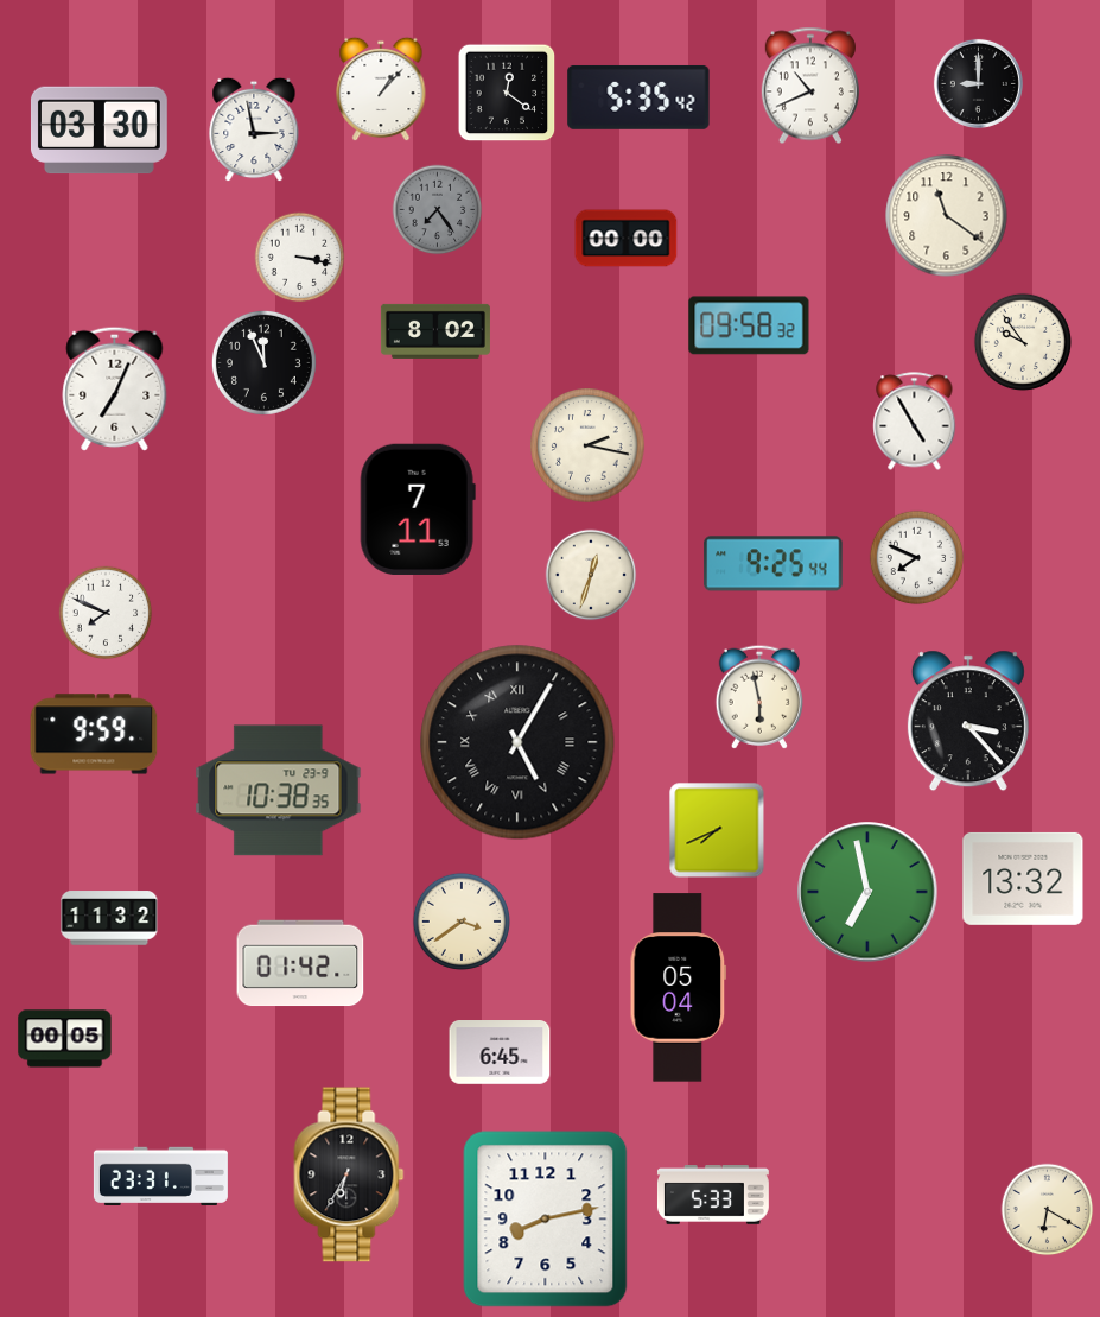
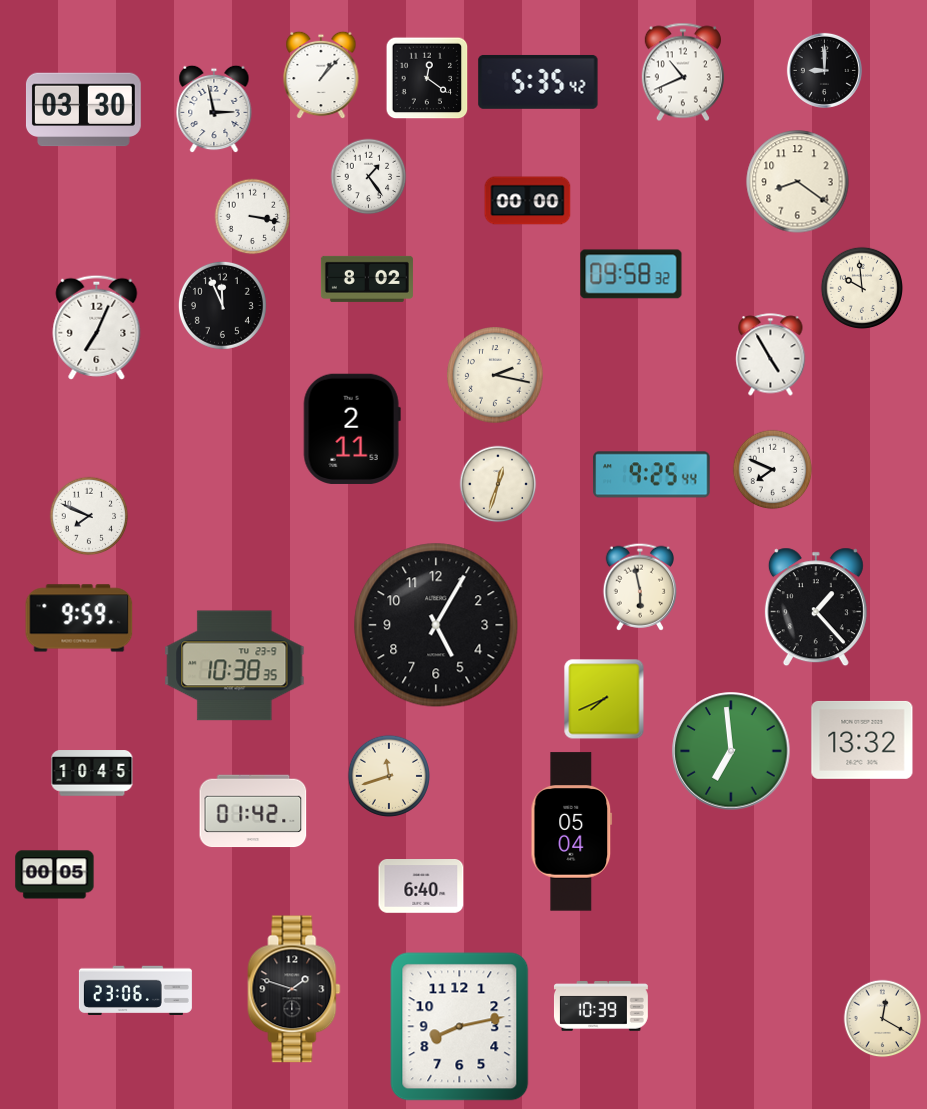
clock at (438, 210): 7:24 -> 1:24
clock at (438, 210) dial: grey -> white
clock at (947, 216): 11:21 -> 8:21
clock at (1022, 341): 9:54 -> 9:59
clock at (418, 509): 7:11 -> 2:11
clock at (968, 721): 3:23 -> 1:23
clock at (517, 742) numerals: Roman -> Arabic
clock at (867, 892): 6:58 -> 6:59
clock at (109, 918): 11:32 -> 10:45
clock at (460, 920): 3:39 -> 11:42
clock at (500, 1053): 6:45 -> 6:40
clock at (349, 1174): 6:35 -> 1:48
clock at (160, 1176): 23:31 -> 23:06
clock at (713, 1196): 5:33 -> 10:39
clock at (1048, 1210): 6:20 -> 12:20
